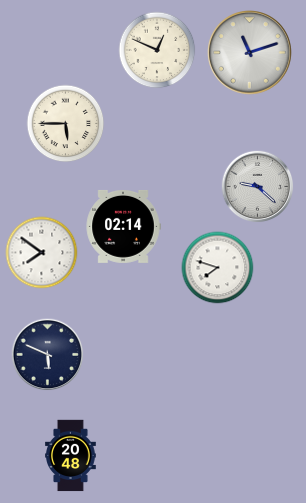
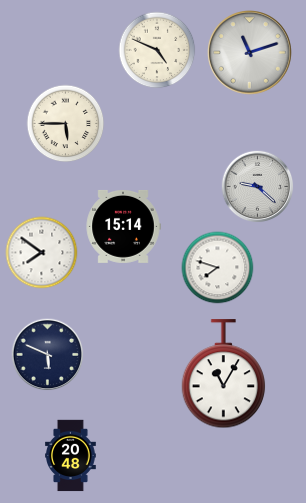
clock at (157, 50): 12:49 -> 4:49
clock at (123, 226): 02:14 -> 15:14
clock at (224, 374): none -> 11:05
